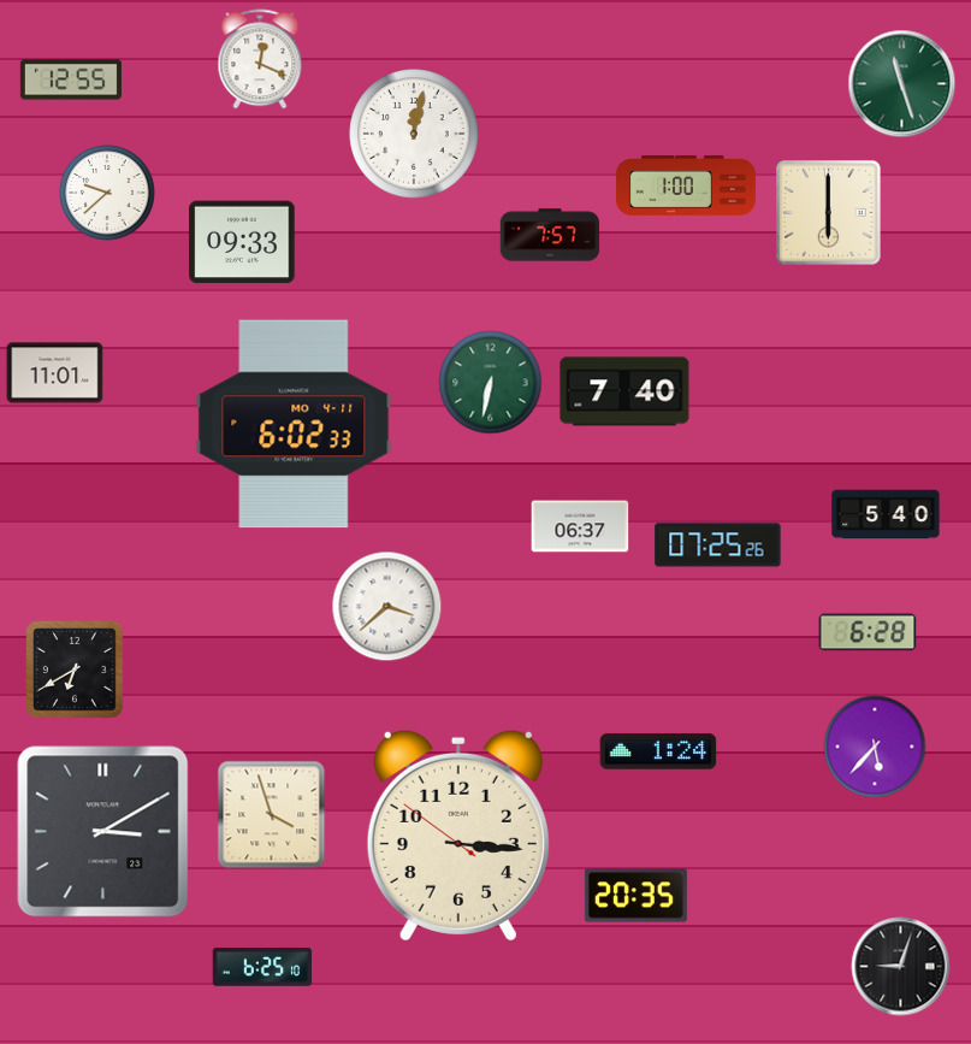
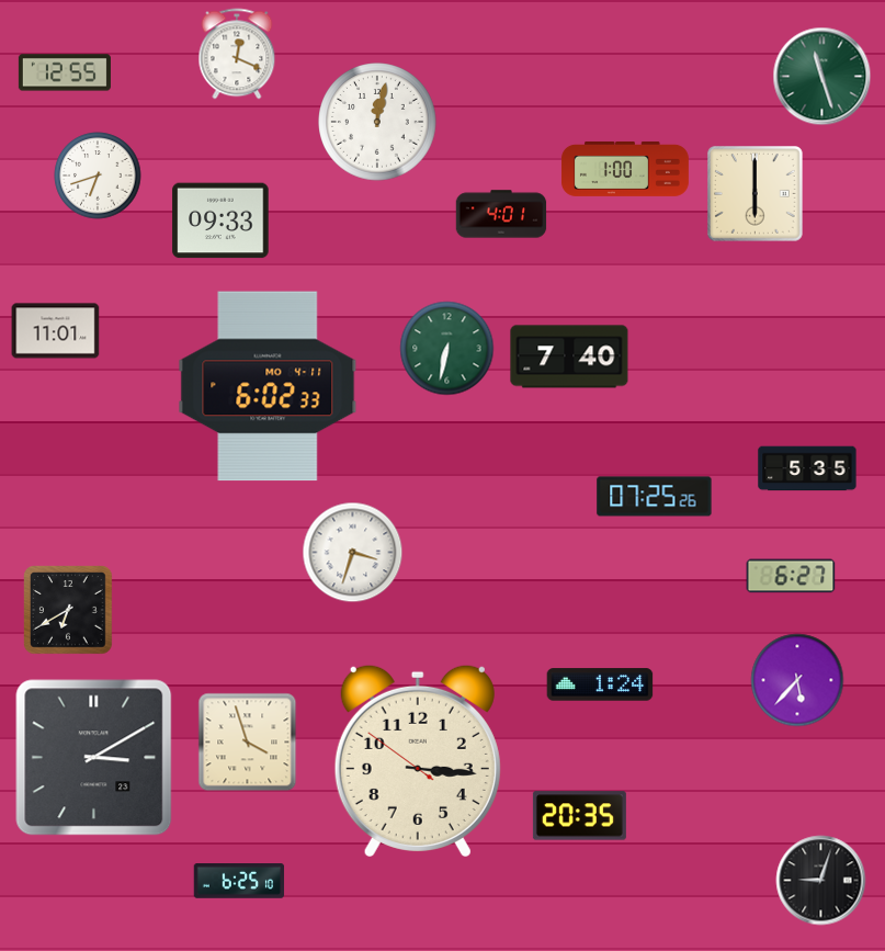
clock at (107, 193): 9:38 -> 6:42
clock at (550, 235): 7:57 -> 4:01
clock at (55, 373) position: (55, 373) -> (56, 331)
clock at (886, 514): 5:40 -> 5:35
clock at (580, 526): 06:37 -> none
clock at (387, 607): 3:38 -> 3:33
clock at (868, 632): 6:28 -> 6:27
